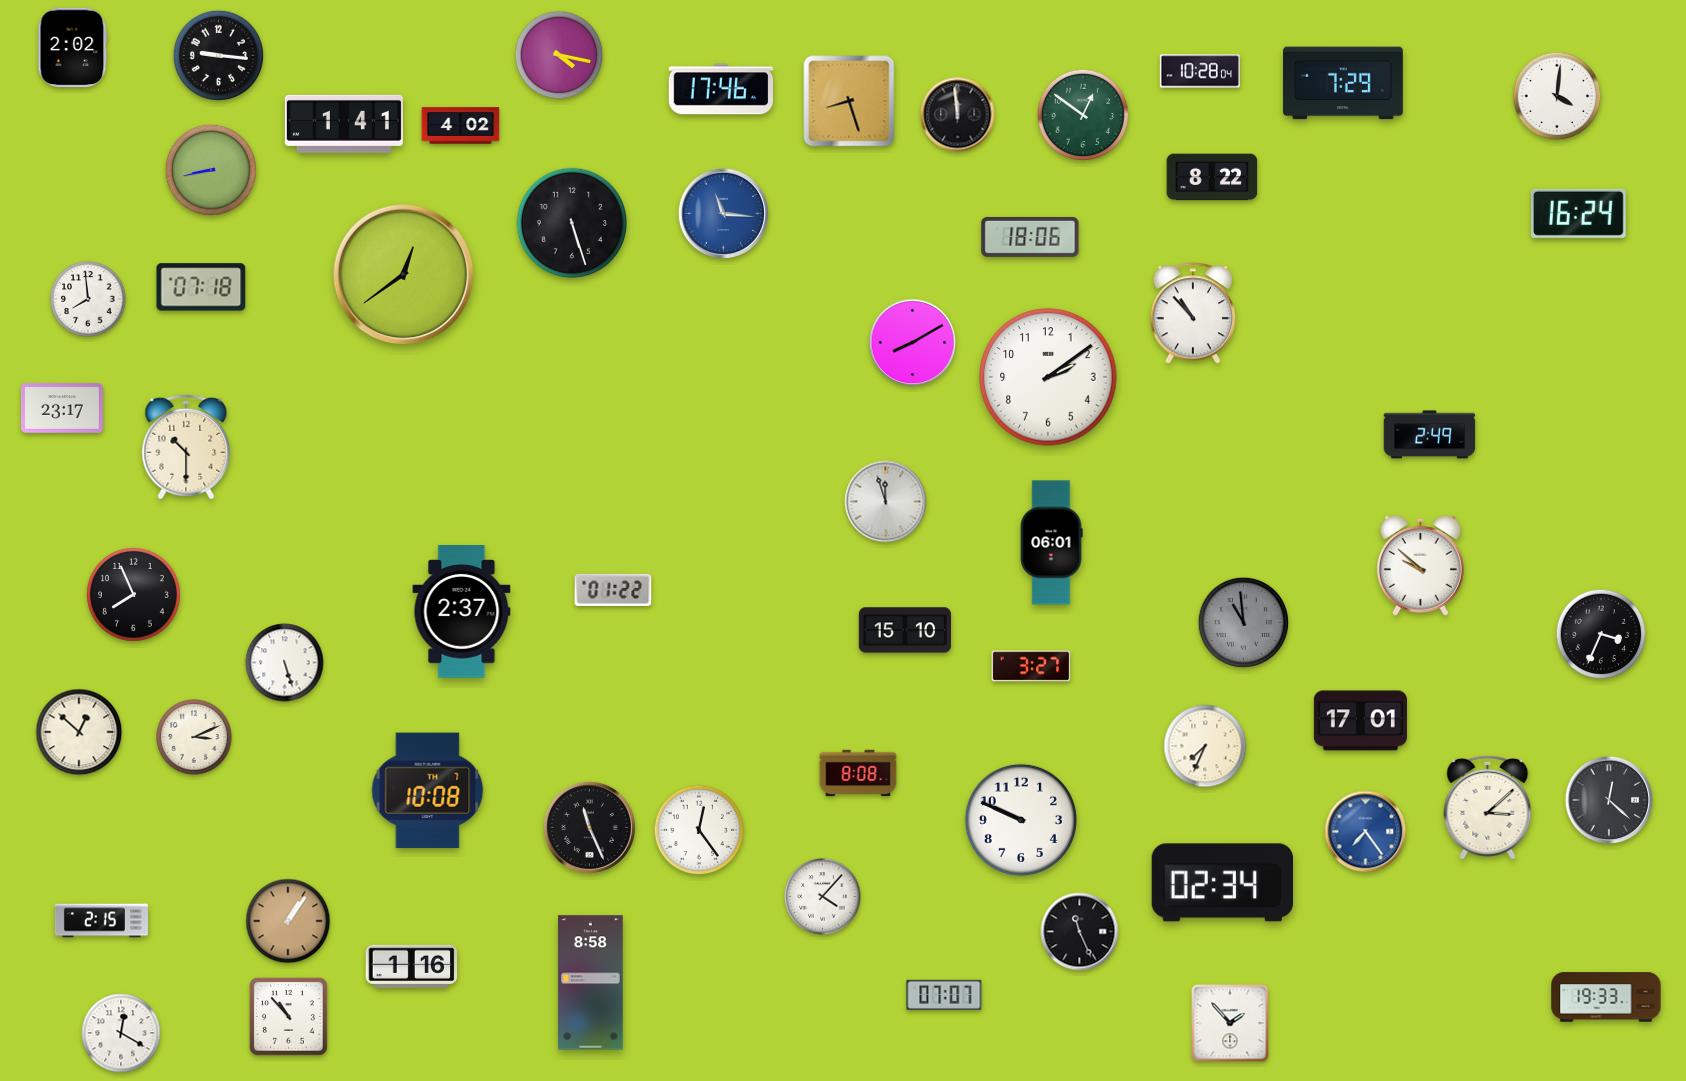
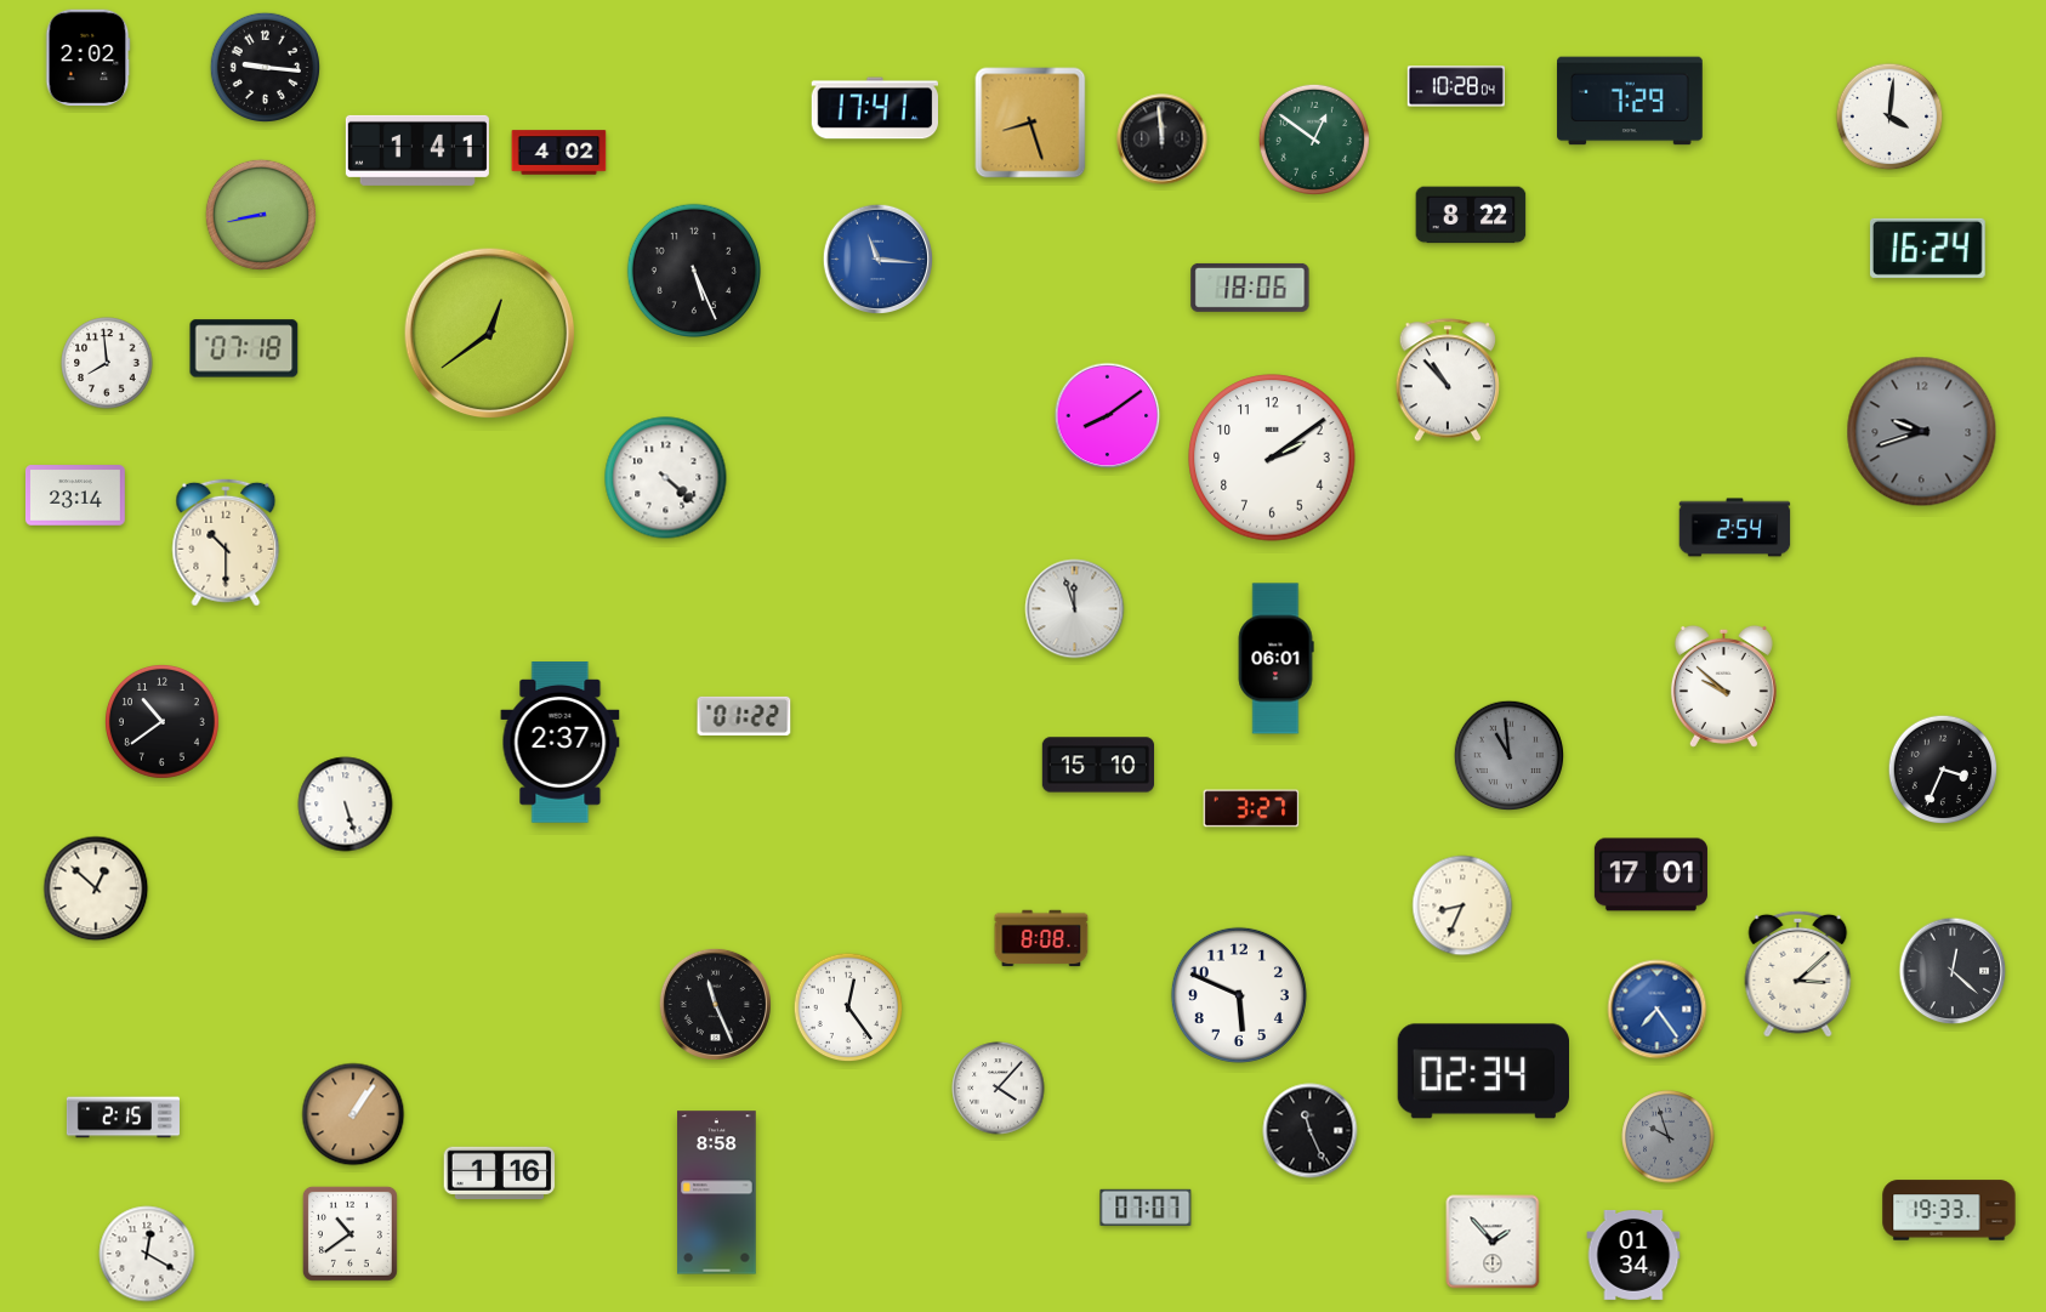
clock at (559, 55): 4:17 -> none
clock at (720, 89): 17:46 -> 17:41
clock at (211, 170) position: (211, 170) -> (261, 215)
clock at (1578, 213) position: (1578, 213) -> (1927, 248)
clock at (571, 222): 5:27 -> 5:26
clock at (913, 343): 8:10 -> 8:09
clock at (1922, 432): none -> 9:42
clock at (666, 478): none -> 4:22
clock at (62, 408): 23:17 -> 23:14
clock at (1430, 435): 2:49 -> 2:54
clock at (133, 594): 7:56 -> 10:39
clock at (194, 737): 3:11 -> none
clock at (1205, 746): 7:34 -> 8:34
clock at (428, 791): 10:08 -> none
clock at (1488, 807) position: (1488, 807) -> (1798, 973)
clock at (1021, 820): 9:49 -> 5:49
clock at (288, 921) position: (288, 921) -> (353, 1114)
clock at (1669, 1137): none -> 9:57
clock at (288, 1016): 10:53 -> 10:39
clock at (1633, 1255): none -> 01:34
